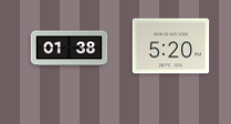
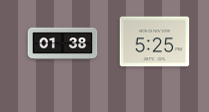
clock at (171, 46): 5:20 -> 5:25
